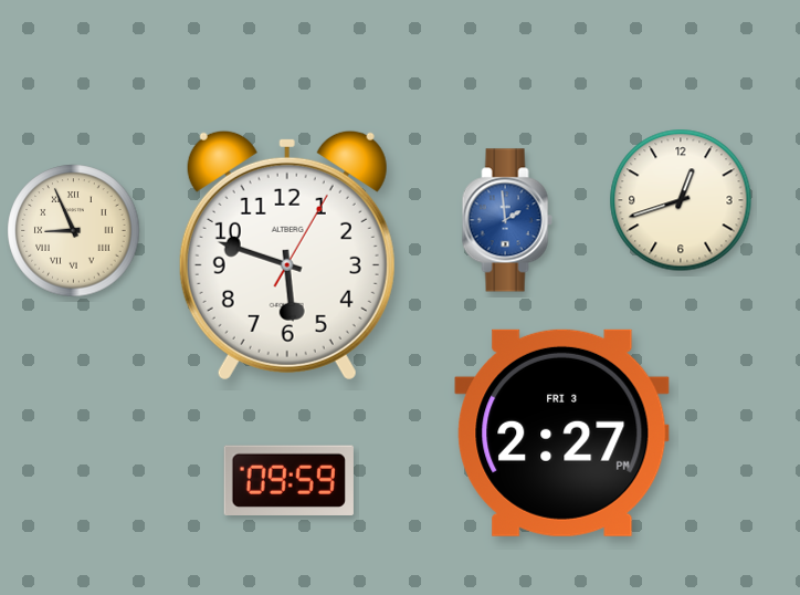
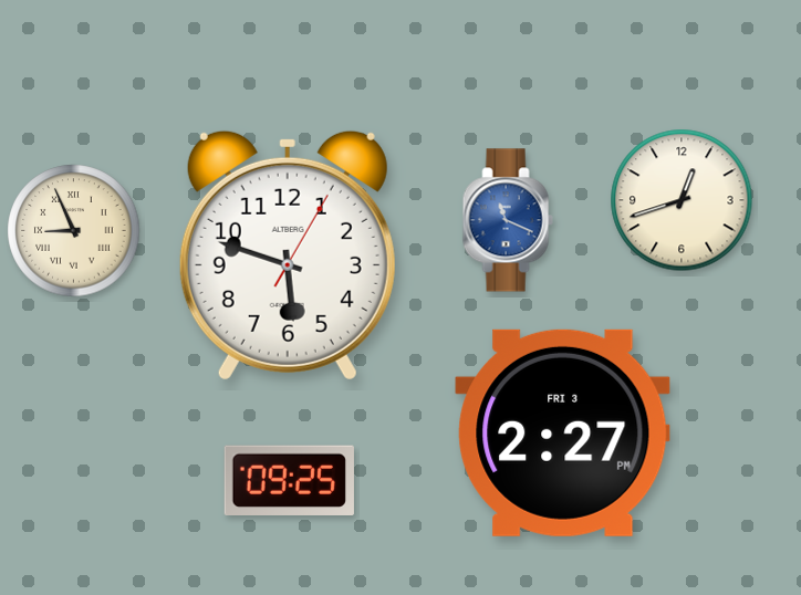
clock at (507, 220): 1:59 -> 11:19
clock at (288, 480): 09:59 -> 09:25
